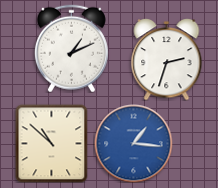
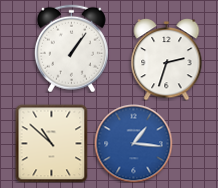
clock at (71, 48): 1:11 -> 1:06
